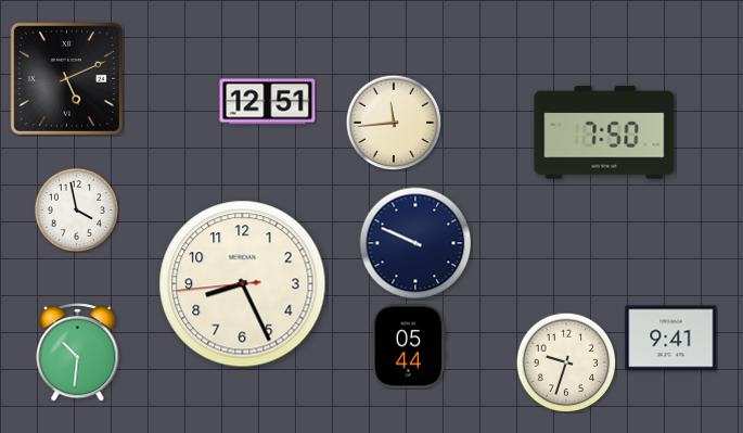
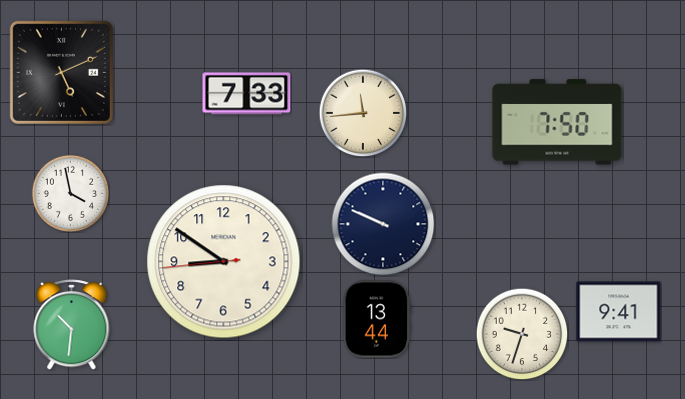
clock at (268, 102): 12:51 -> 7:33
clock at (243, 284): 8:25 -> 8:50
clock at (409, 346): 05:44 -> 13:44
